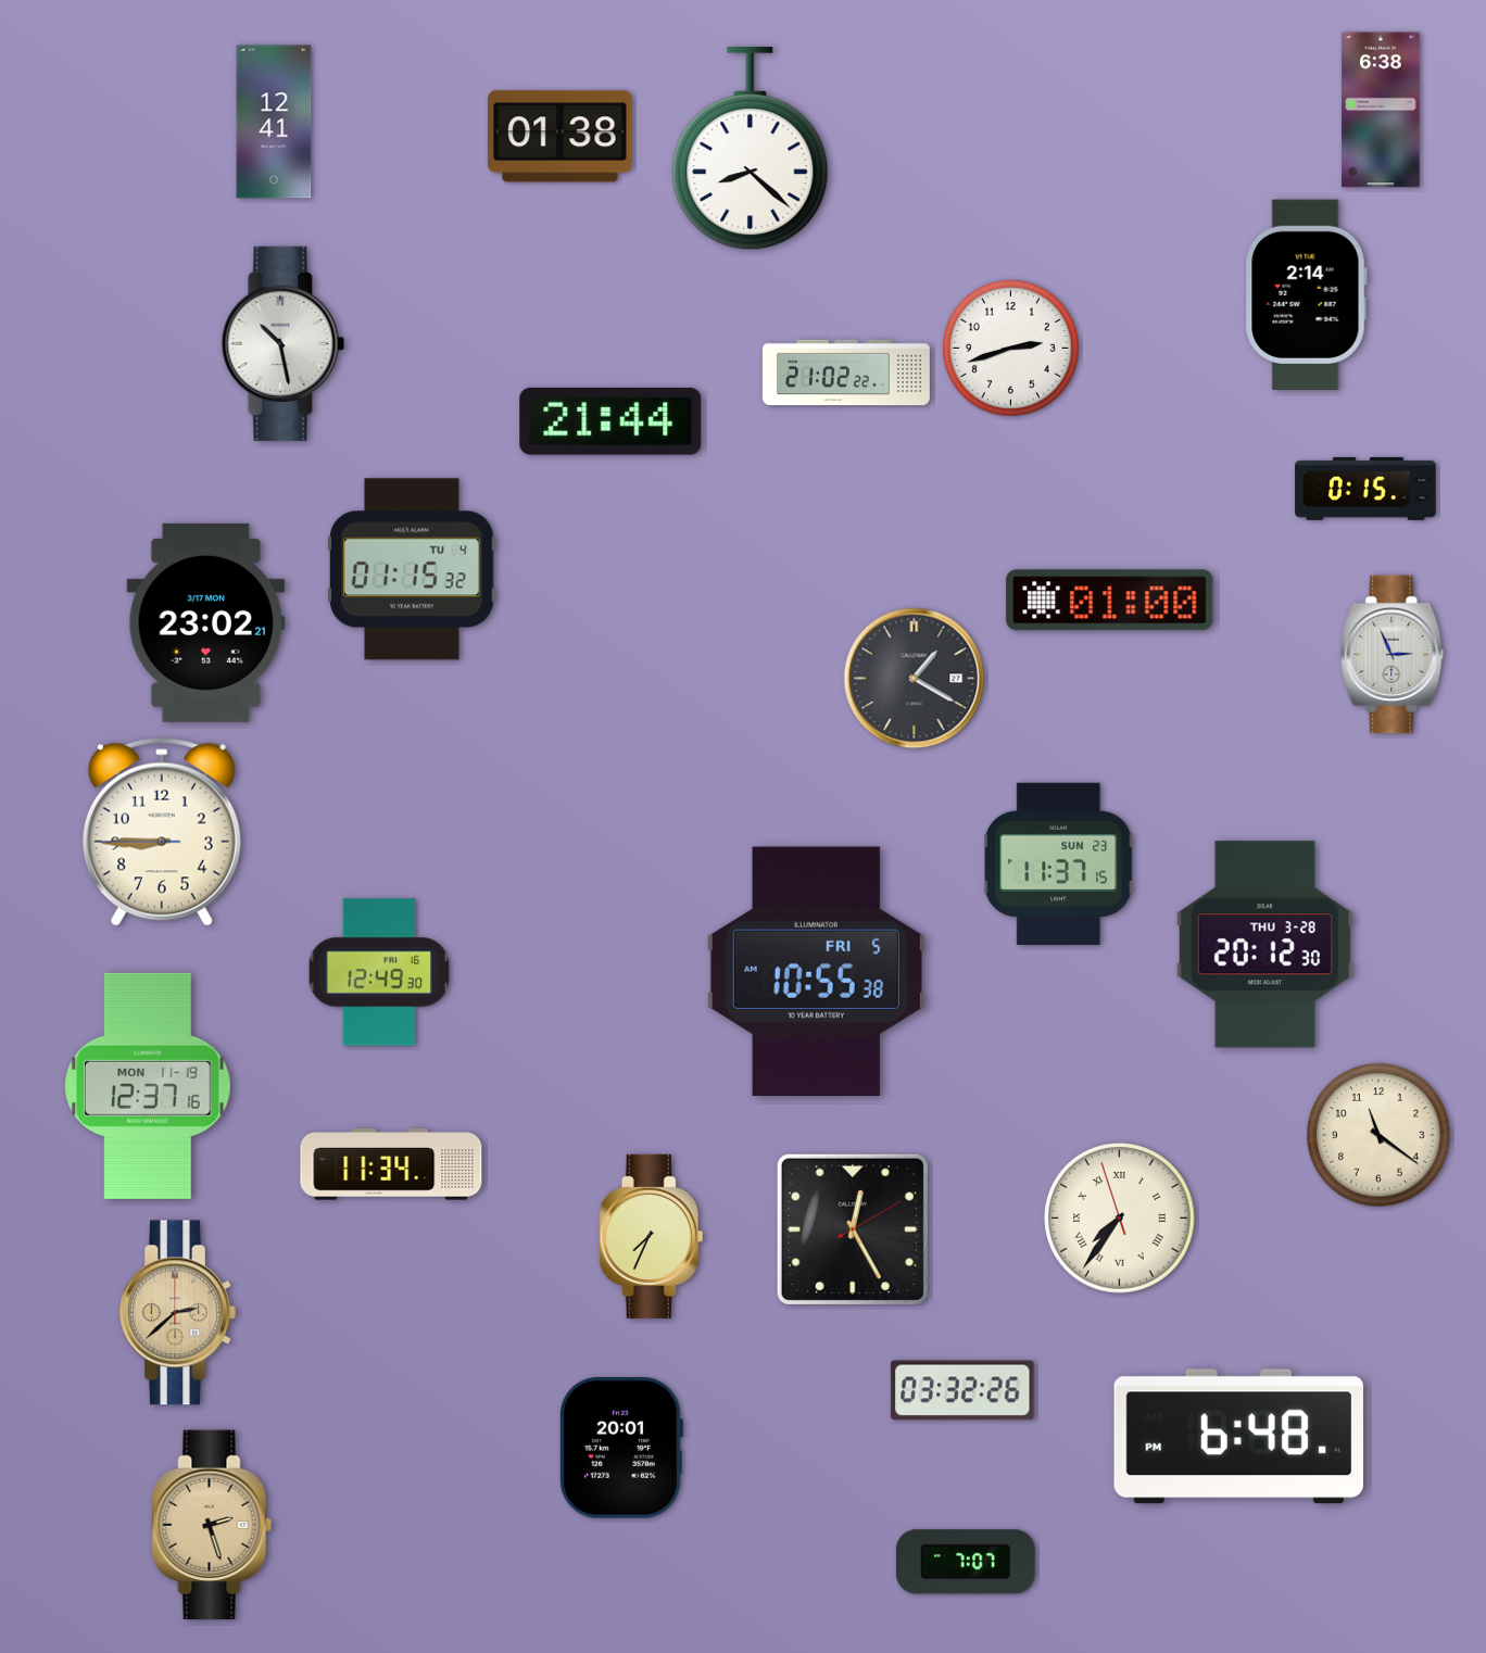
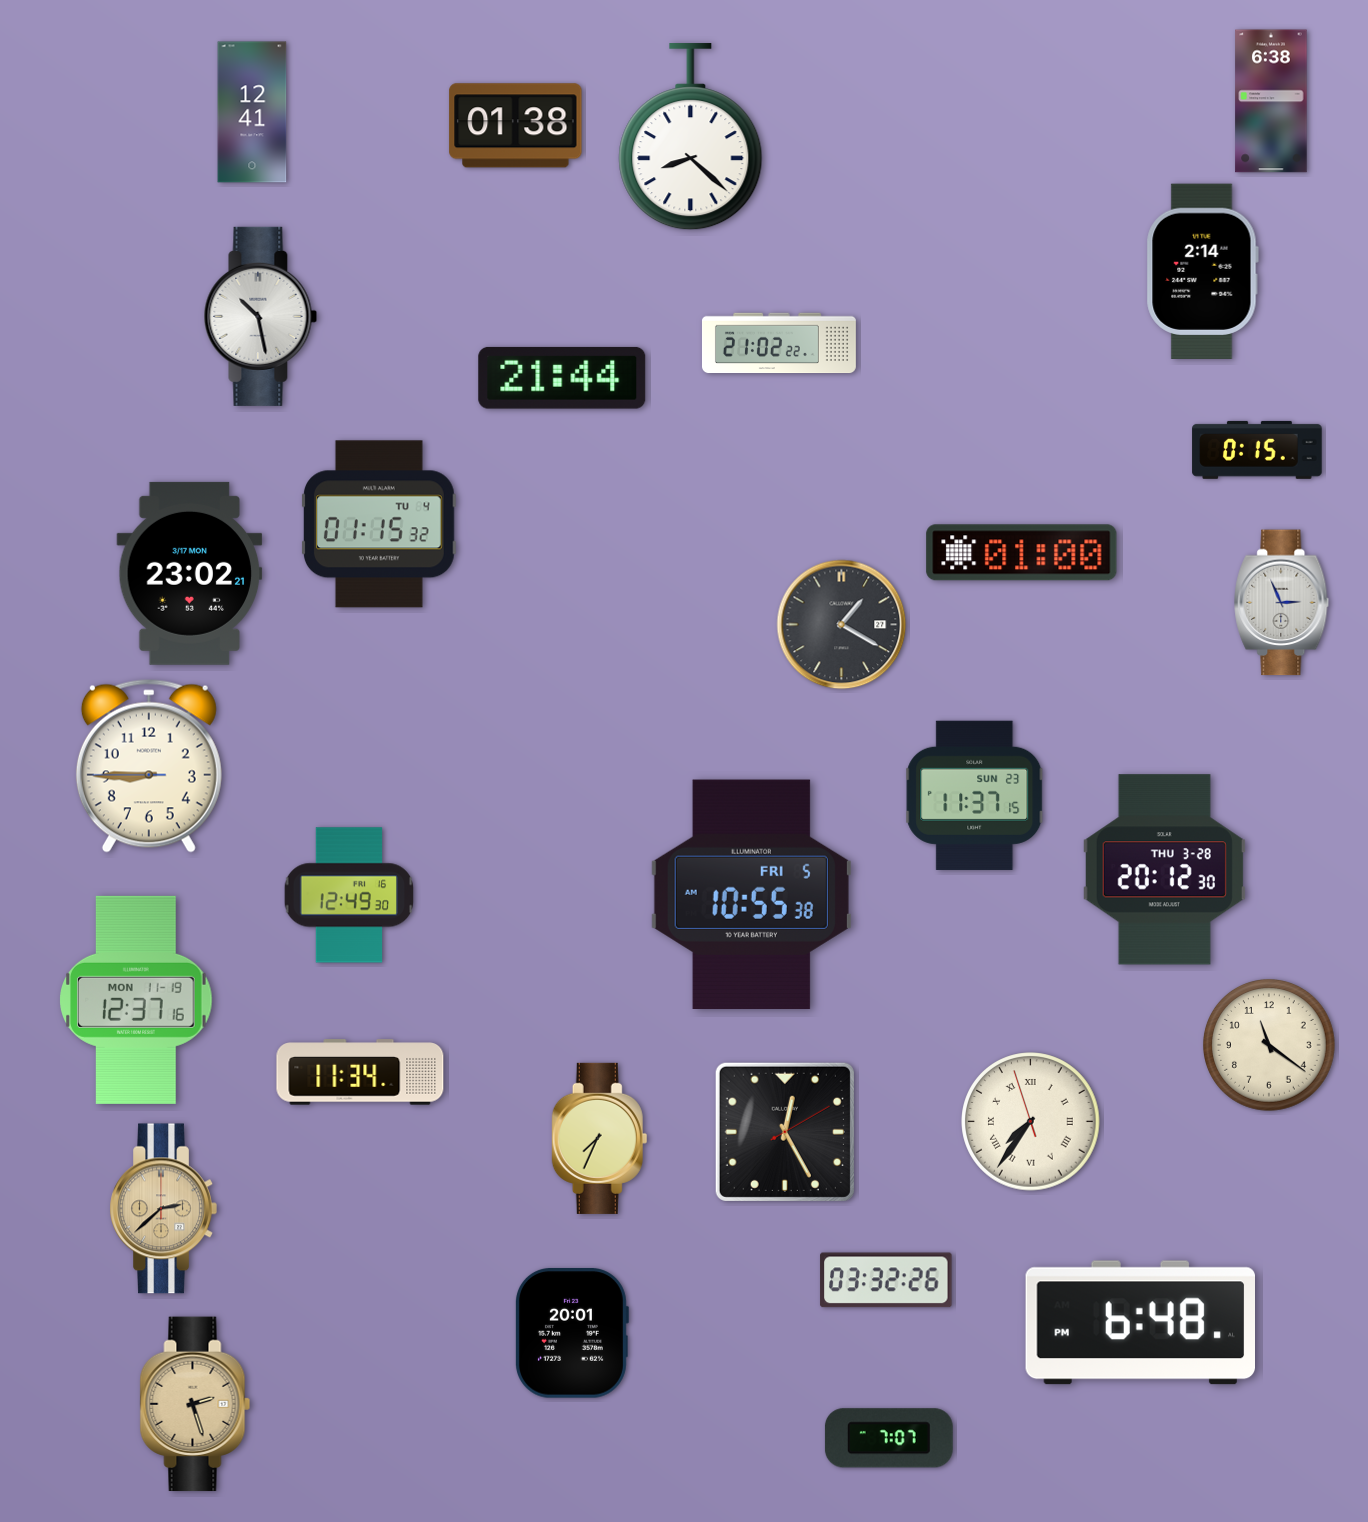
clock at (1011, 349): 2:42 -> none
clock at (610, 421) position: (610, 421) -> (562, 378)
